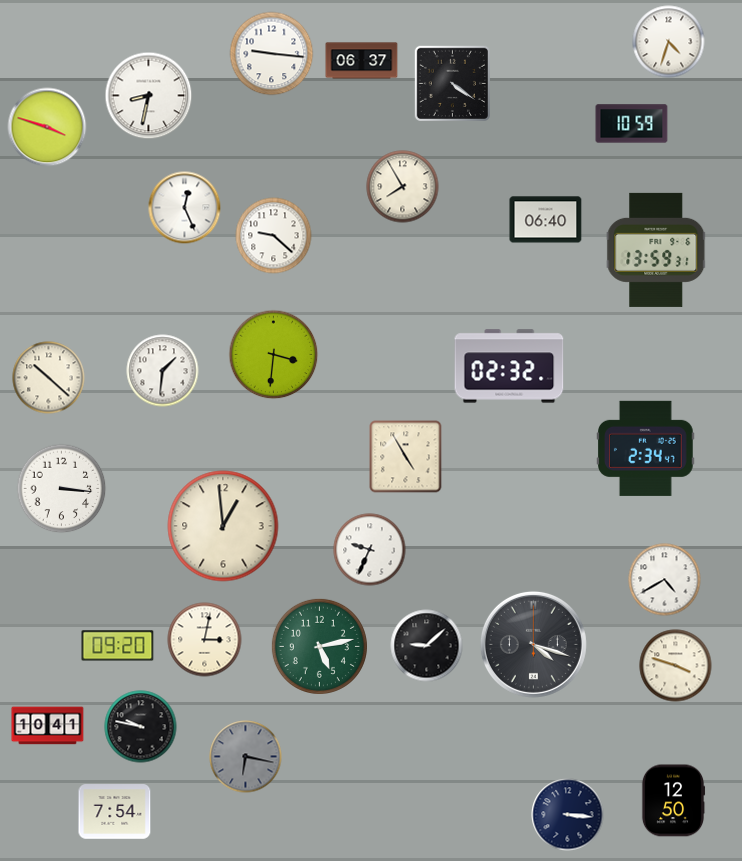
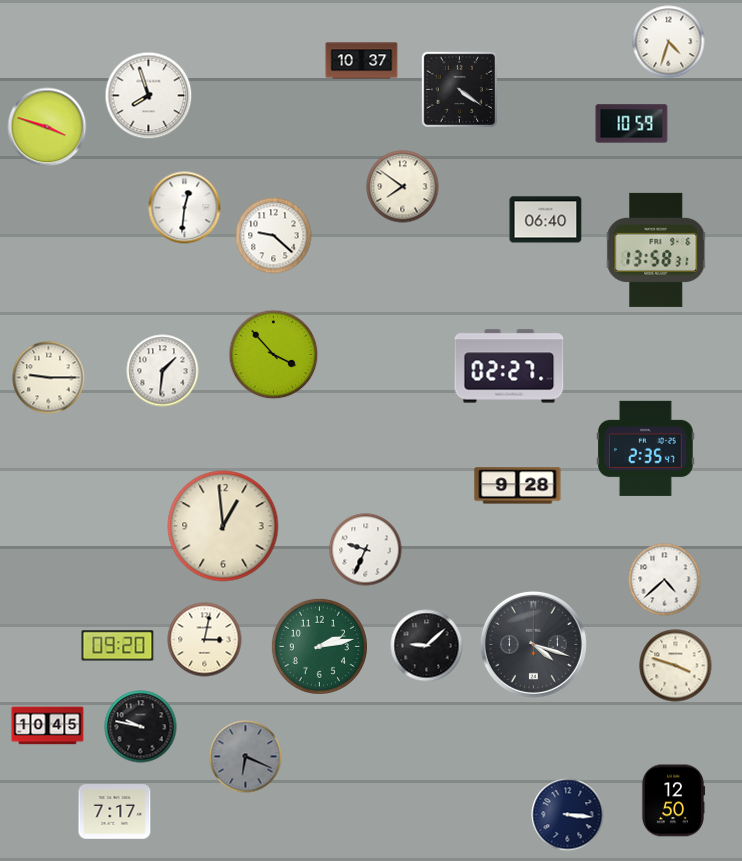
clock at (272, 54): 9:16 -> none
clock at (362, 61): 06:37 -> 10:37
clock at (452, 83) position: (452, 83) -> (459, 89)
clock at (149, 96): 8:32 -> 7:57
clock at (403, 187): 7:55 -> 7:51
clock at (185, 208): 12:26 -> 12:31
clock at (656, 250): 13:59 -> 13:58
clock at (274, 355): 3:31 -> 3:53
clock at (509, 366): 02:32 -> 02:27
clock at (49, 378): 10:22 -> 9:15
clock at (646, 448): 2:34 -> 2:35
clock at (406, 457): 4:55 -> none
clock at (518, 486): none -> 9:28
clock at (62, 489): 3:16 -> none
clock at (370, 550) position: (370, 550) -> (366, 550)
clock at (665, 580): 4:40 -> 4:38
clock at (319, 646): 5:13 -> 2:13
clock at (48, 726): 10:41 -> 10:45
clock at (246, 757): 6:17 -> 6:19
clock at (115, 812): 7:54 -> 7:17
